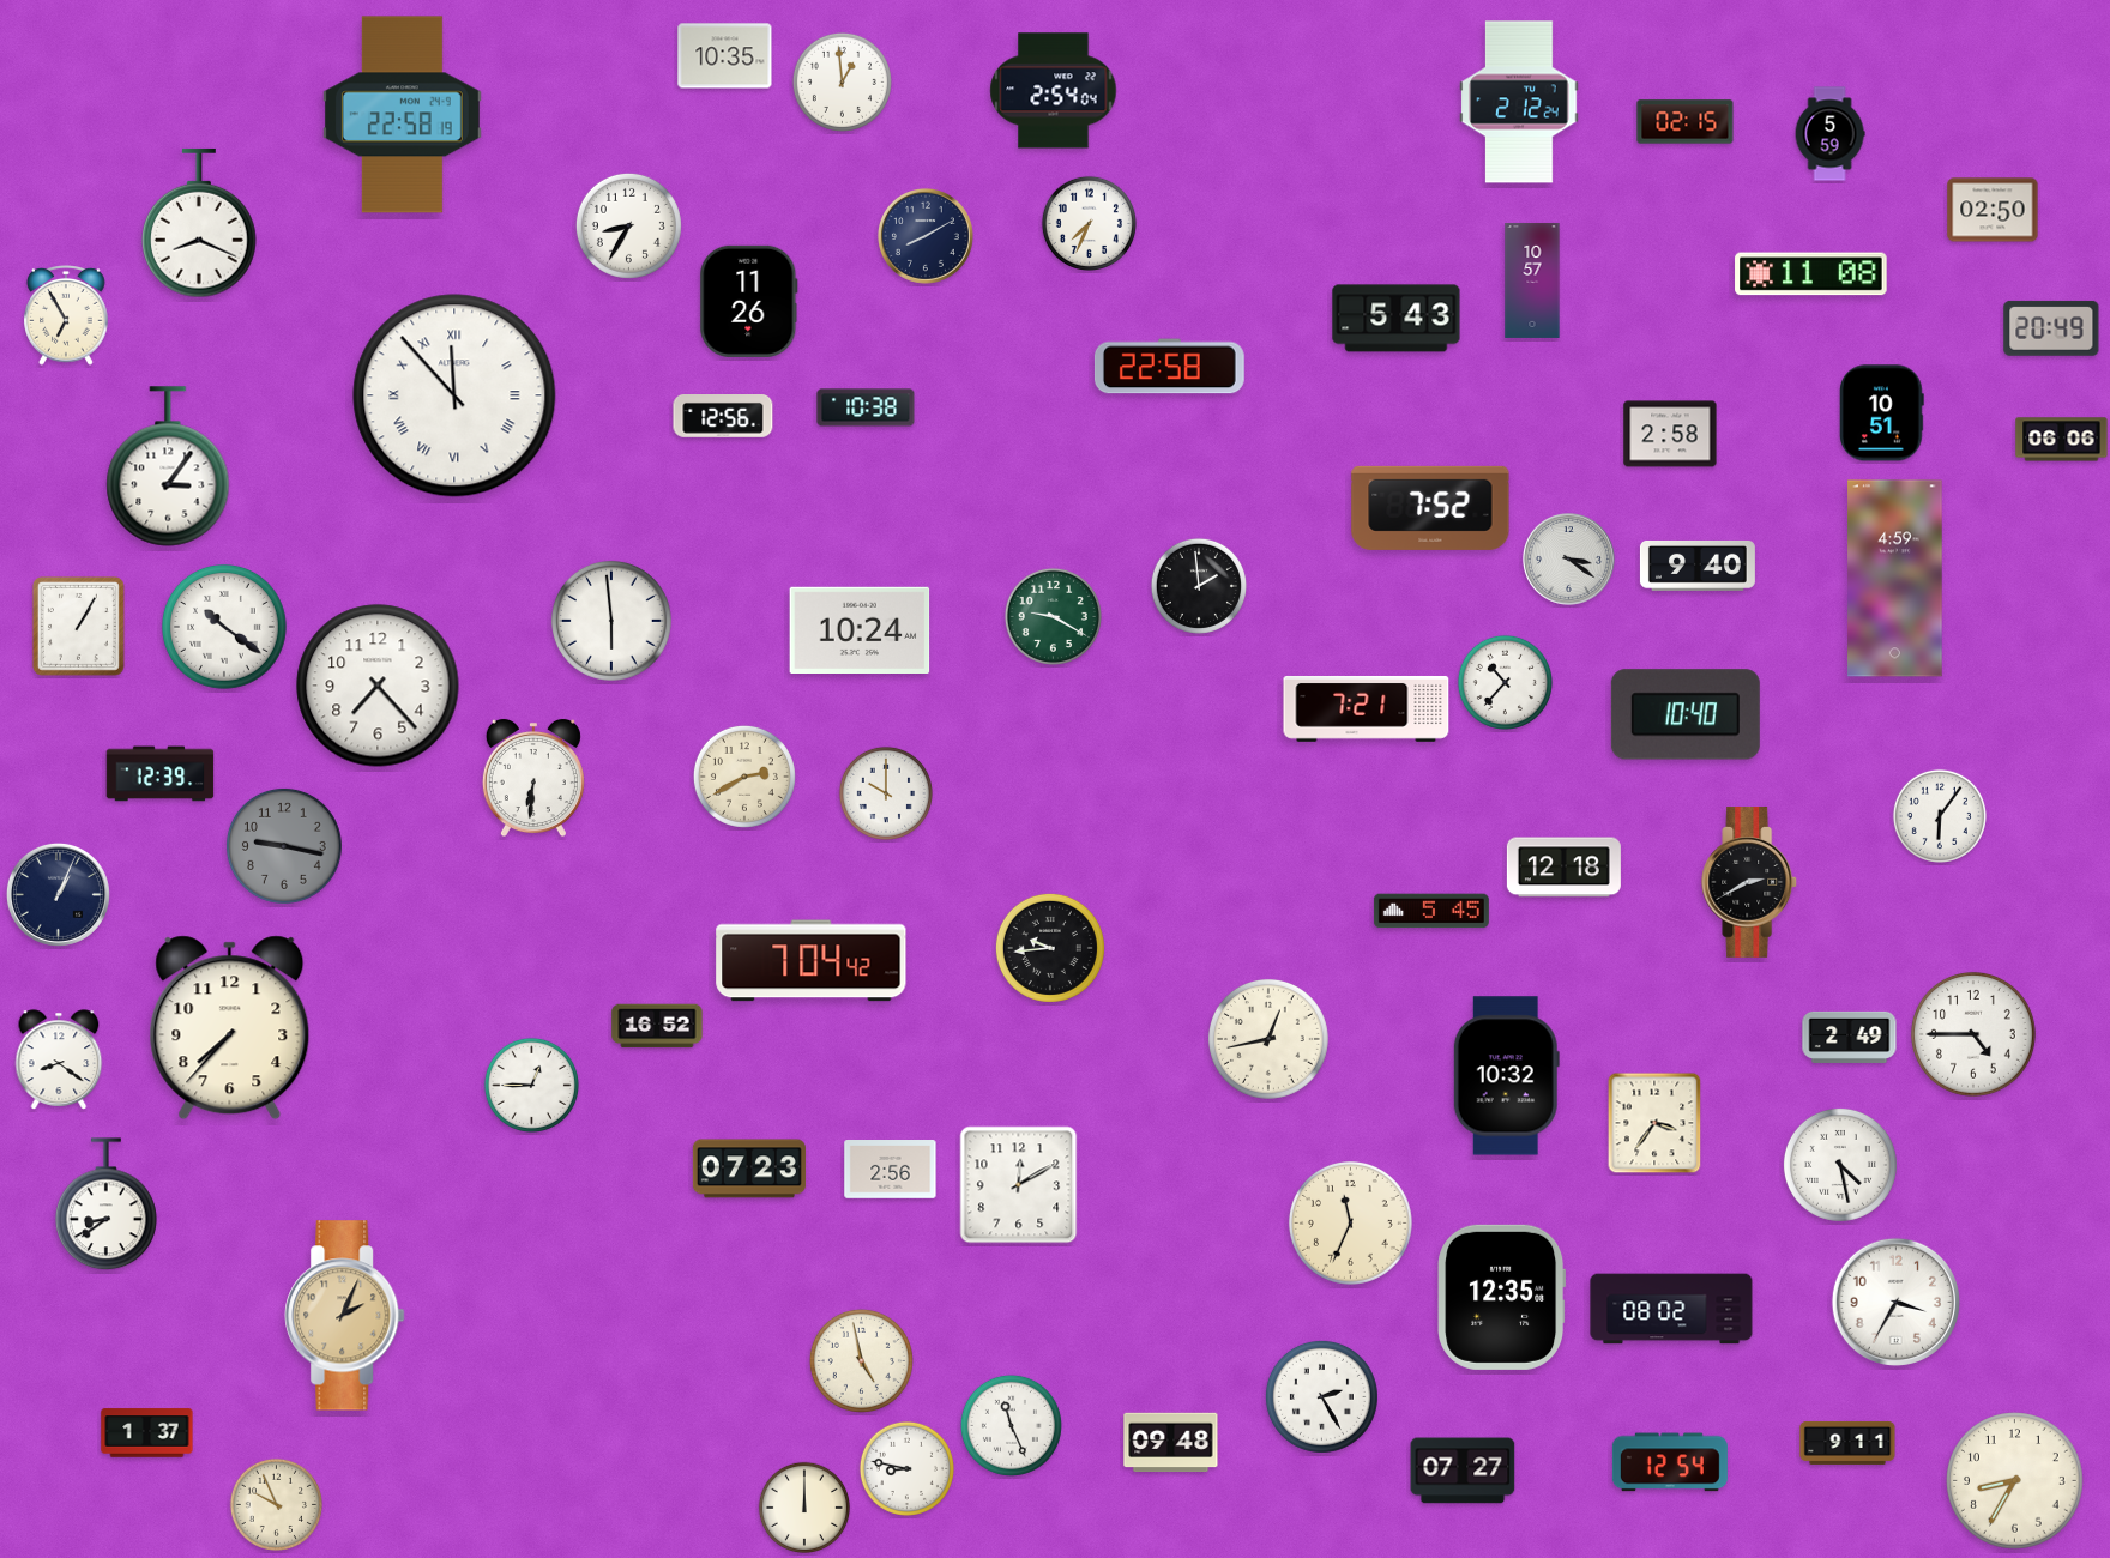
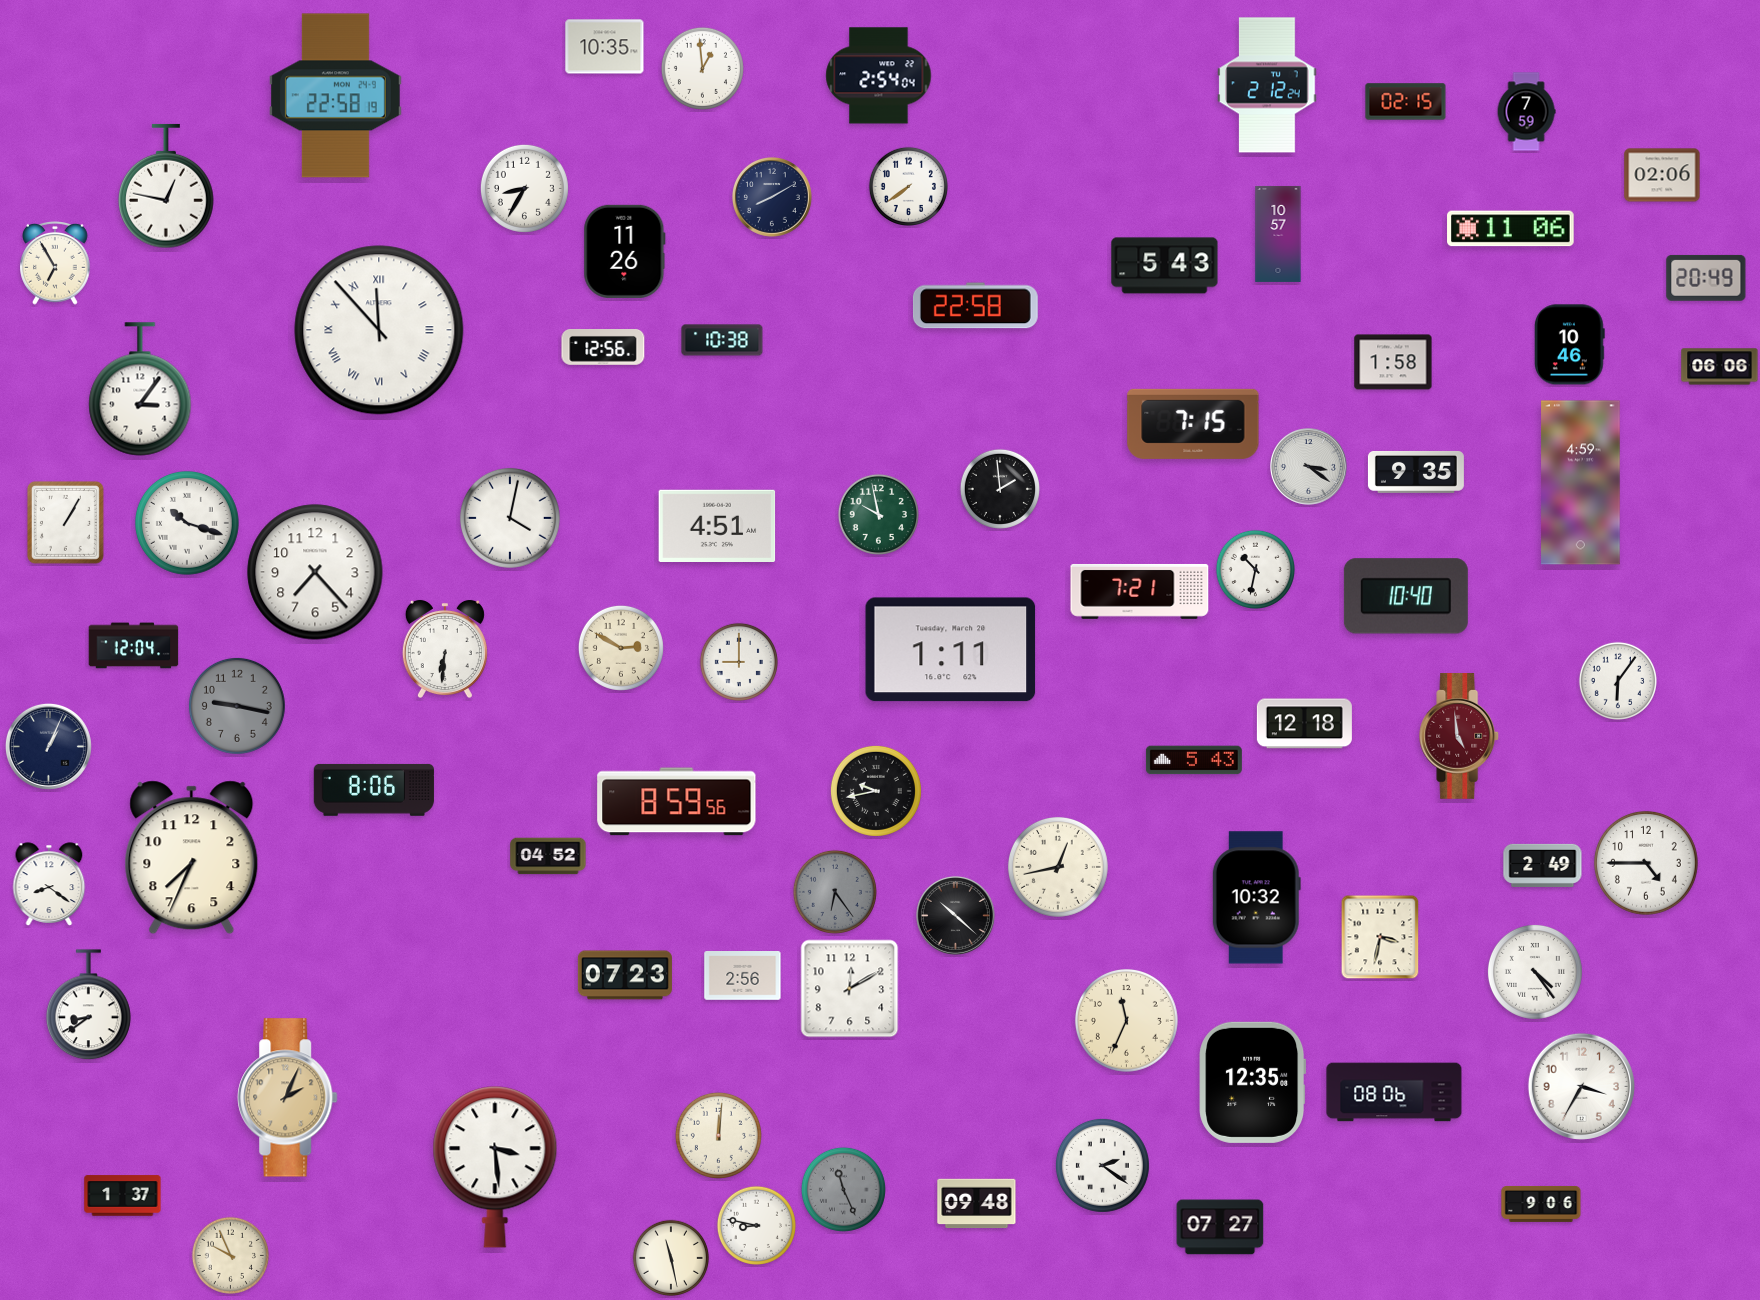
clock at (1829, 134): 5:59 -> 7:59
clock at (1993, 210): 02:50 -> 02:06
clock at (199, 223): 8:19 -> 12:47
clock at (1089, 223): 7:34 -> 7:39
clock at (1811, 274): 11:08 -> 11:06
clock at (2051, 328) position: (2051, 328) -> (1706, 278)
clock at (1882, 413): 10:51 -> 10:46
clock at (1670, 434): 2:58 -> 1:58
clock at (1430, 508): 7:52 -> 7:15
clock at (1698, 566): 9:40 -> 9:35
clock at (1053, 616): 9:20 -> 9:58
clock at (611, 621): 5:59 -> 4:02
clock at (224, 627): 10:21 -> 10:18
clock at (860, 629): 10:24 -> 4:51
clock at (1505, 682): 10:37 -> 10:32
clock at (161, 774): 12:39 -> 12:04
clock at (744, 777): 2:40 -> 2:50
clock at (951, 650): none -> 1:11
clock at (886, 793): 10:00 -> 9:00
clock at (1750, 883): 2:40 -> 4:59
clock at (1750, 883) dial: black -> burgundy
clock at (1431, 911): 5:45 -> 5:43
clock at (374, 790): none -> 8:06
clock at (1050, 948): 9:44 -> 9:43
clock at (812, 961): 7:04 -> 8:59
clock at (657, 1026): 16:52 -> 04:52
clock at (230, 1028): 7:37 -> 7:34
clock at (835, 892): none -> 6:24
clock at (531, 1085): 12:45 -> none
clock at (955, 915): none -> 10:22
clock at (1654, 1123): 3:36 -> 3:32
clock at (1840, 1165): 4:28 -> 4:24
clock at (1671, 1309): 08:02 -> 08:06
clock at (861, 1360): 4:58 -> 12:01
clock at (1321, 1396): 2:25 -> 2:21
clock at (495, 1167): none -> 3:29
clock at (1011, 1425) dial: white -> grey
clock at (1847, 1443): 9:11 -> 9:06
clock at (1670, 1462): 12:54 -> none
clock at (2015, 1481): 8:35 -> none
clock at (803, 1506): 12:00 -> 11:28
